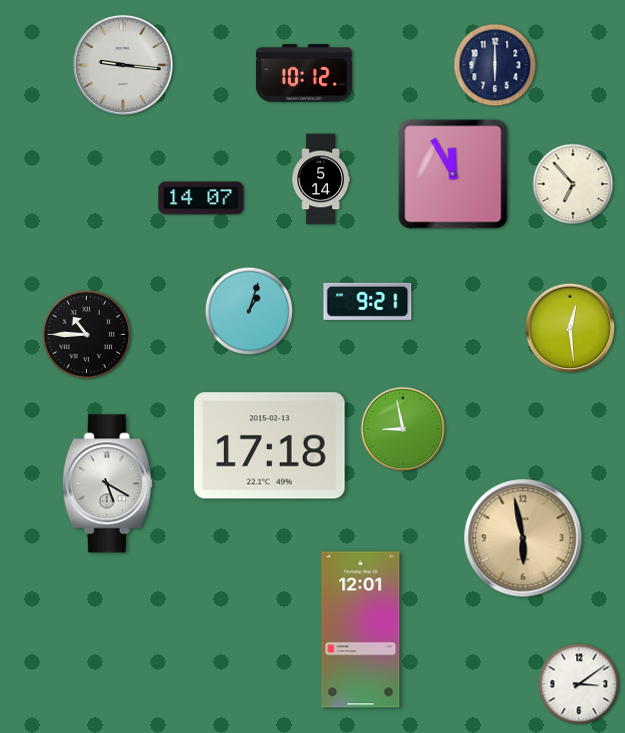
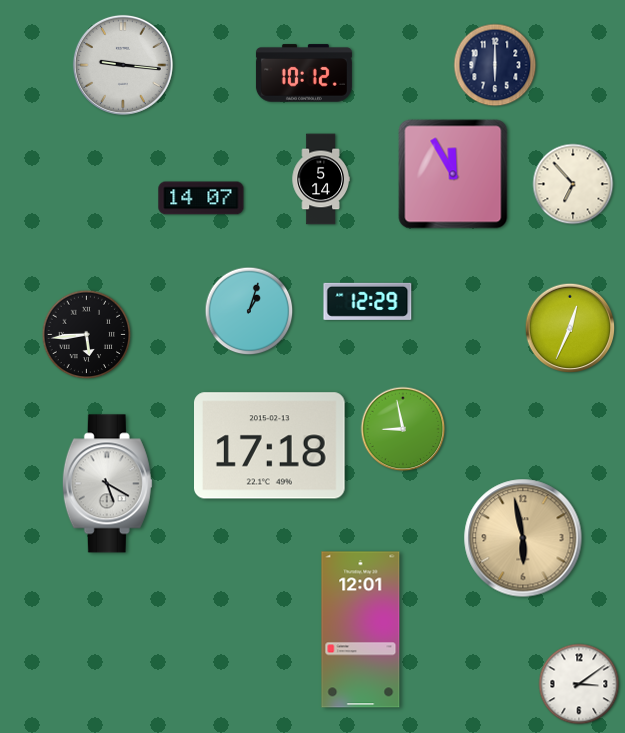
clock at (368, 301): 9:21 -> 12:29
clock at (570, 328): 12:29 -> 12:34
clock at (87, 335): 10:45 -> 5:44
